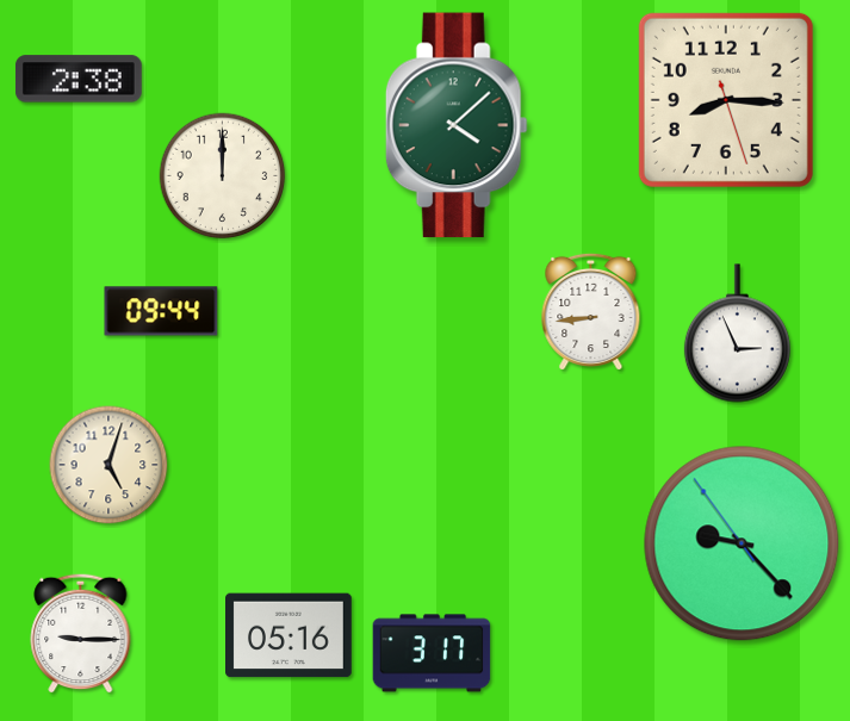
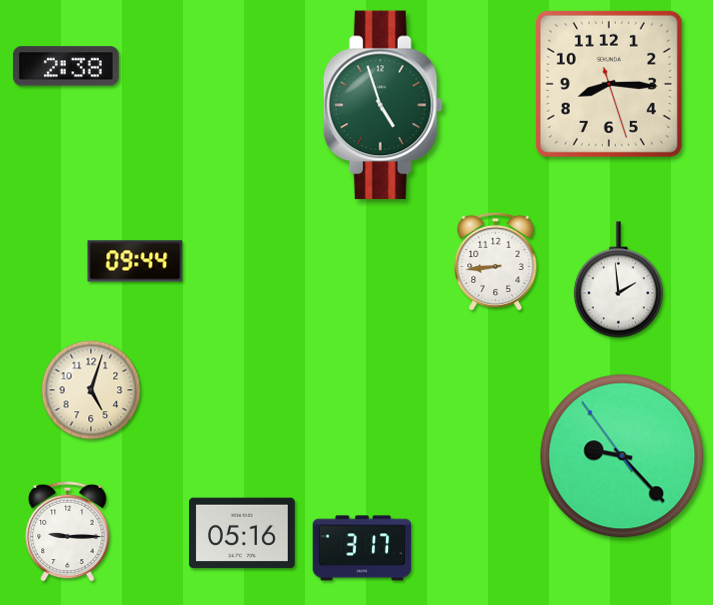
clock at (457, 125): 4:08 -> 4:57
clock at (223, 176): 12:00 -> none
clock at (737, 334): 2:56 -> 1:59
